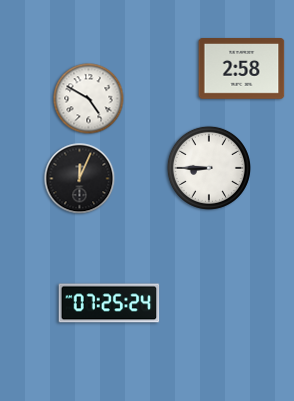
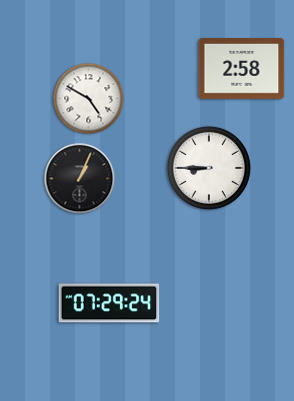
clock at (80, 179): 12:04 -> 1:04
clock at (109, 303): 07:25 -> 07:29
